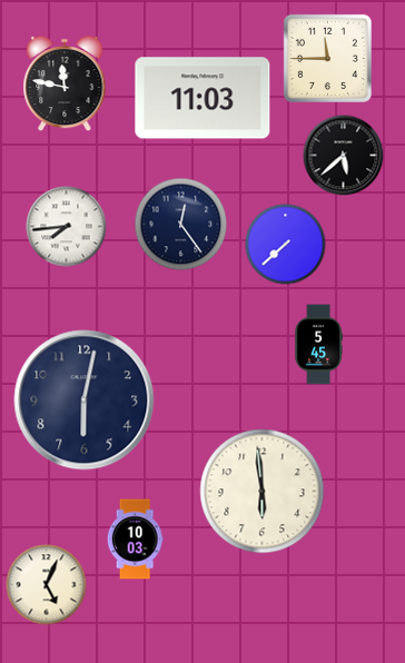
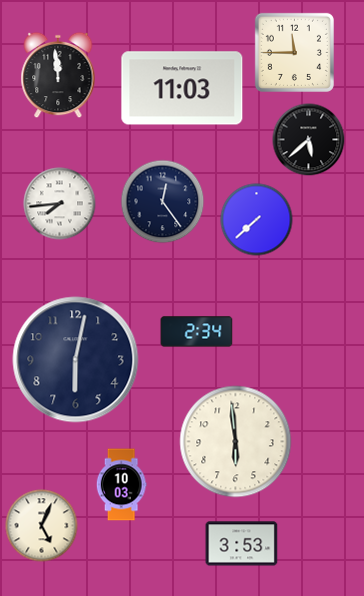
clock at (65, 83): 11:47 -> 11:59
clock at (318, 345): 5:45 -> none
clock at (197, 332): none -> 2:34
clock at (242, 544): none -> 3:53
